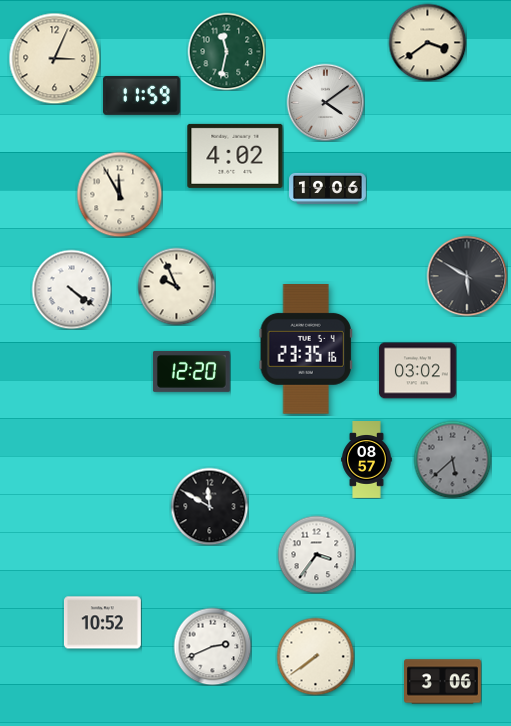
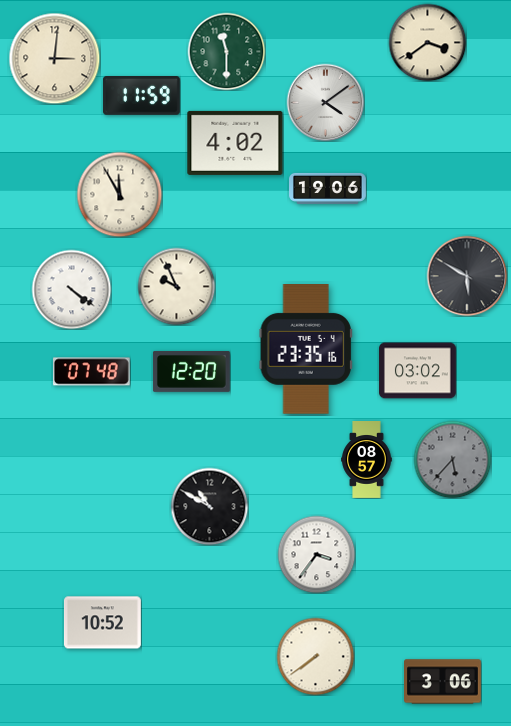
clock at (226, 51): 11:32 -> 11:30
clock at (54, 58): 3:04 -> 3:01
clock at (235, 156) position: (235, 156) -> (235, 143)
clock at (91, 372): none -> 07:48
clock at (452, 459): 5:38 -> 5:37
clock at (209, 506): 11:50 -> 10:50
clock at (212, 646): 2:41 -> none
